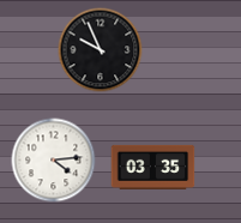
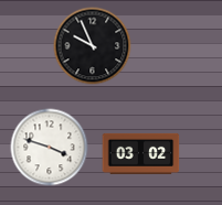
clock at (54, 161): 4:14 -> 3:48
clock at (153, 167): 03:35 -> 03:02
